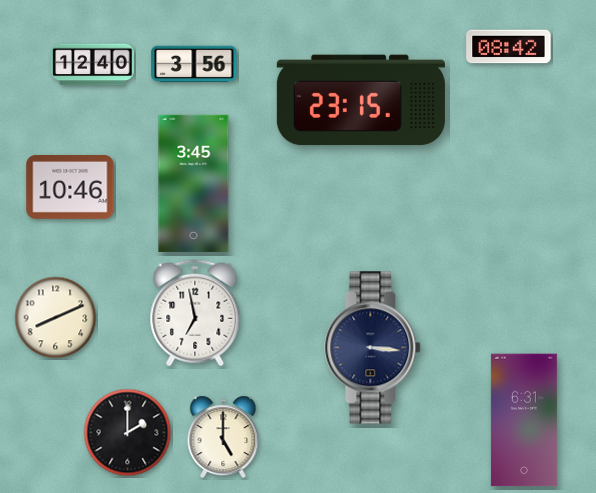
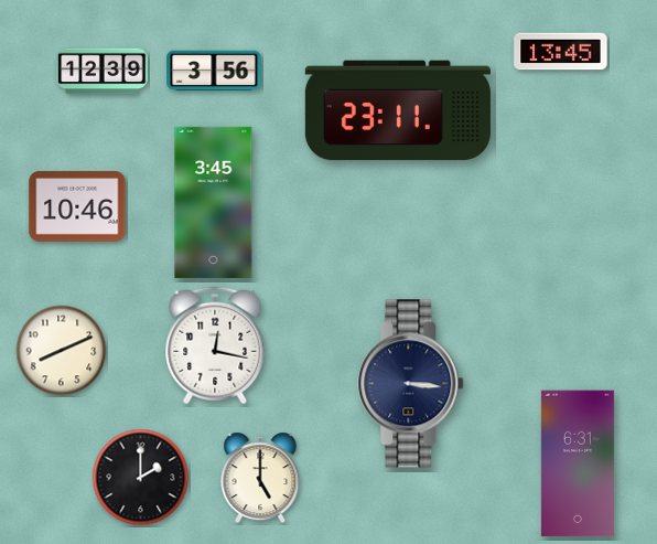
clock at (509, 47): 08:42 -> 13:45
clock at (93, 65): 12:40 -> 12:39
clock at (361, 100): 23:15 -> 23:11
clock at (195, 313): 6:58 -> 12:17
clock at (223, 437) position: (223, 437) -> (260, 478)
